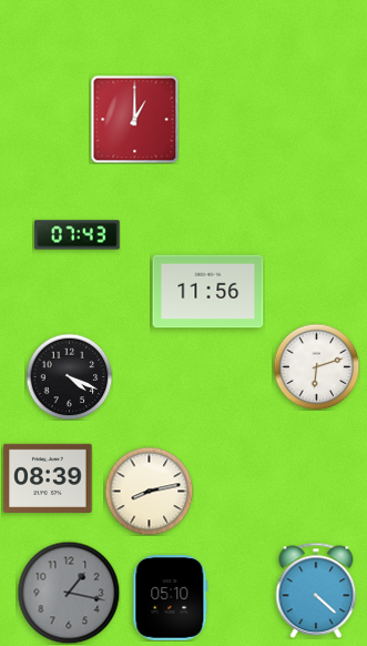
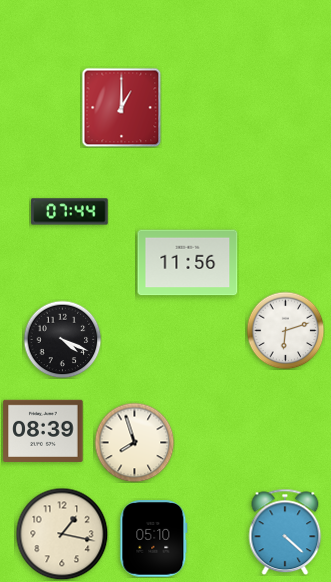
clock at (78, 235): 07:43 -> 07:44
clock at (149, 491): 8:13 -> 7:57
clock at (69, 593) dial: grey -> cream
